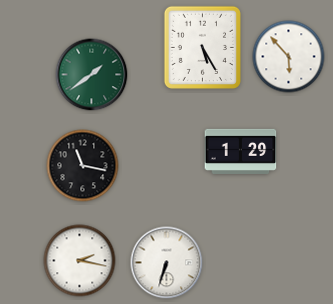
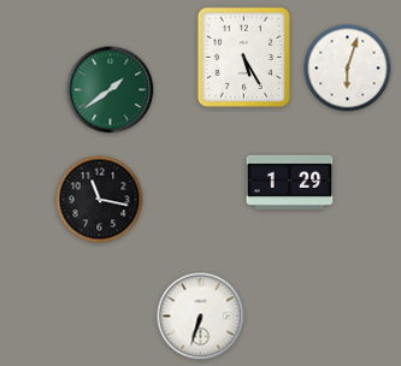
clock at (289, 57): 5:53 -> 6:03
clock at (80, 261): 2:17 -> none
